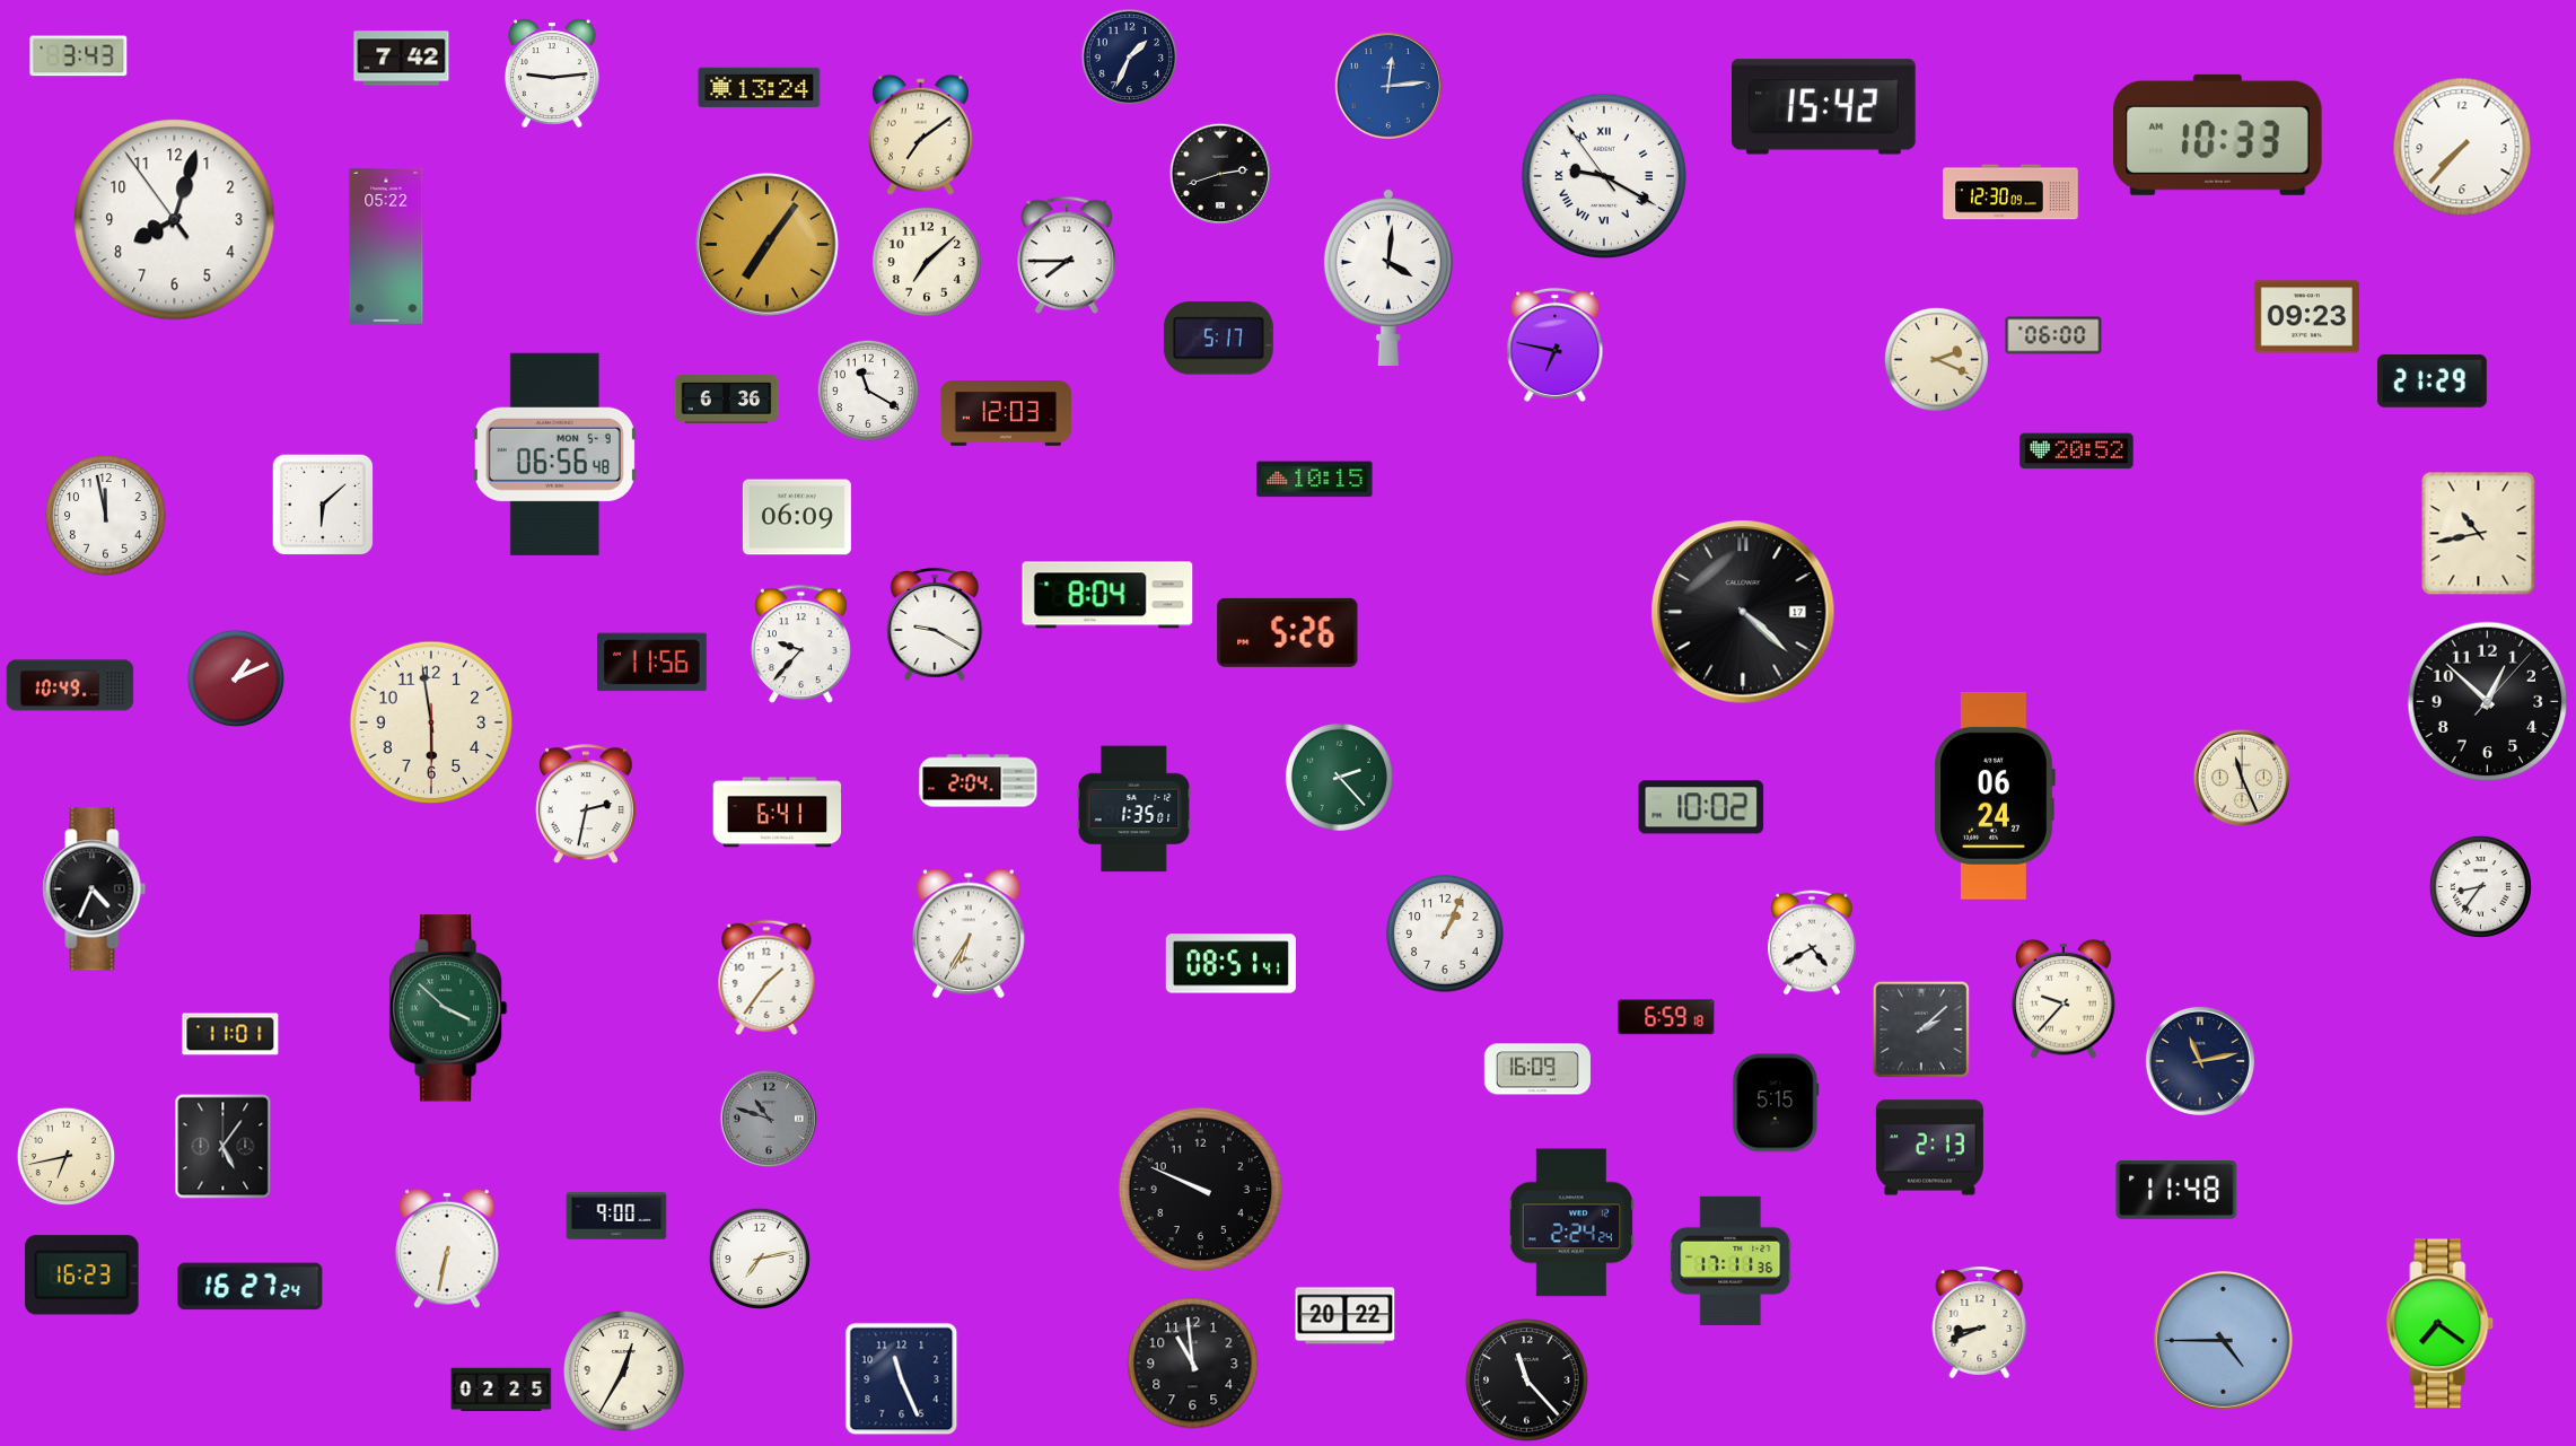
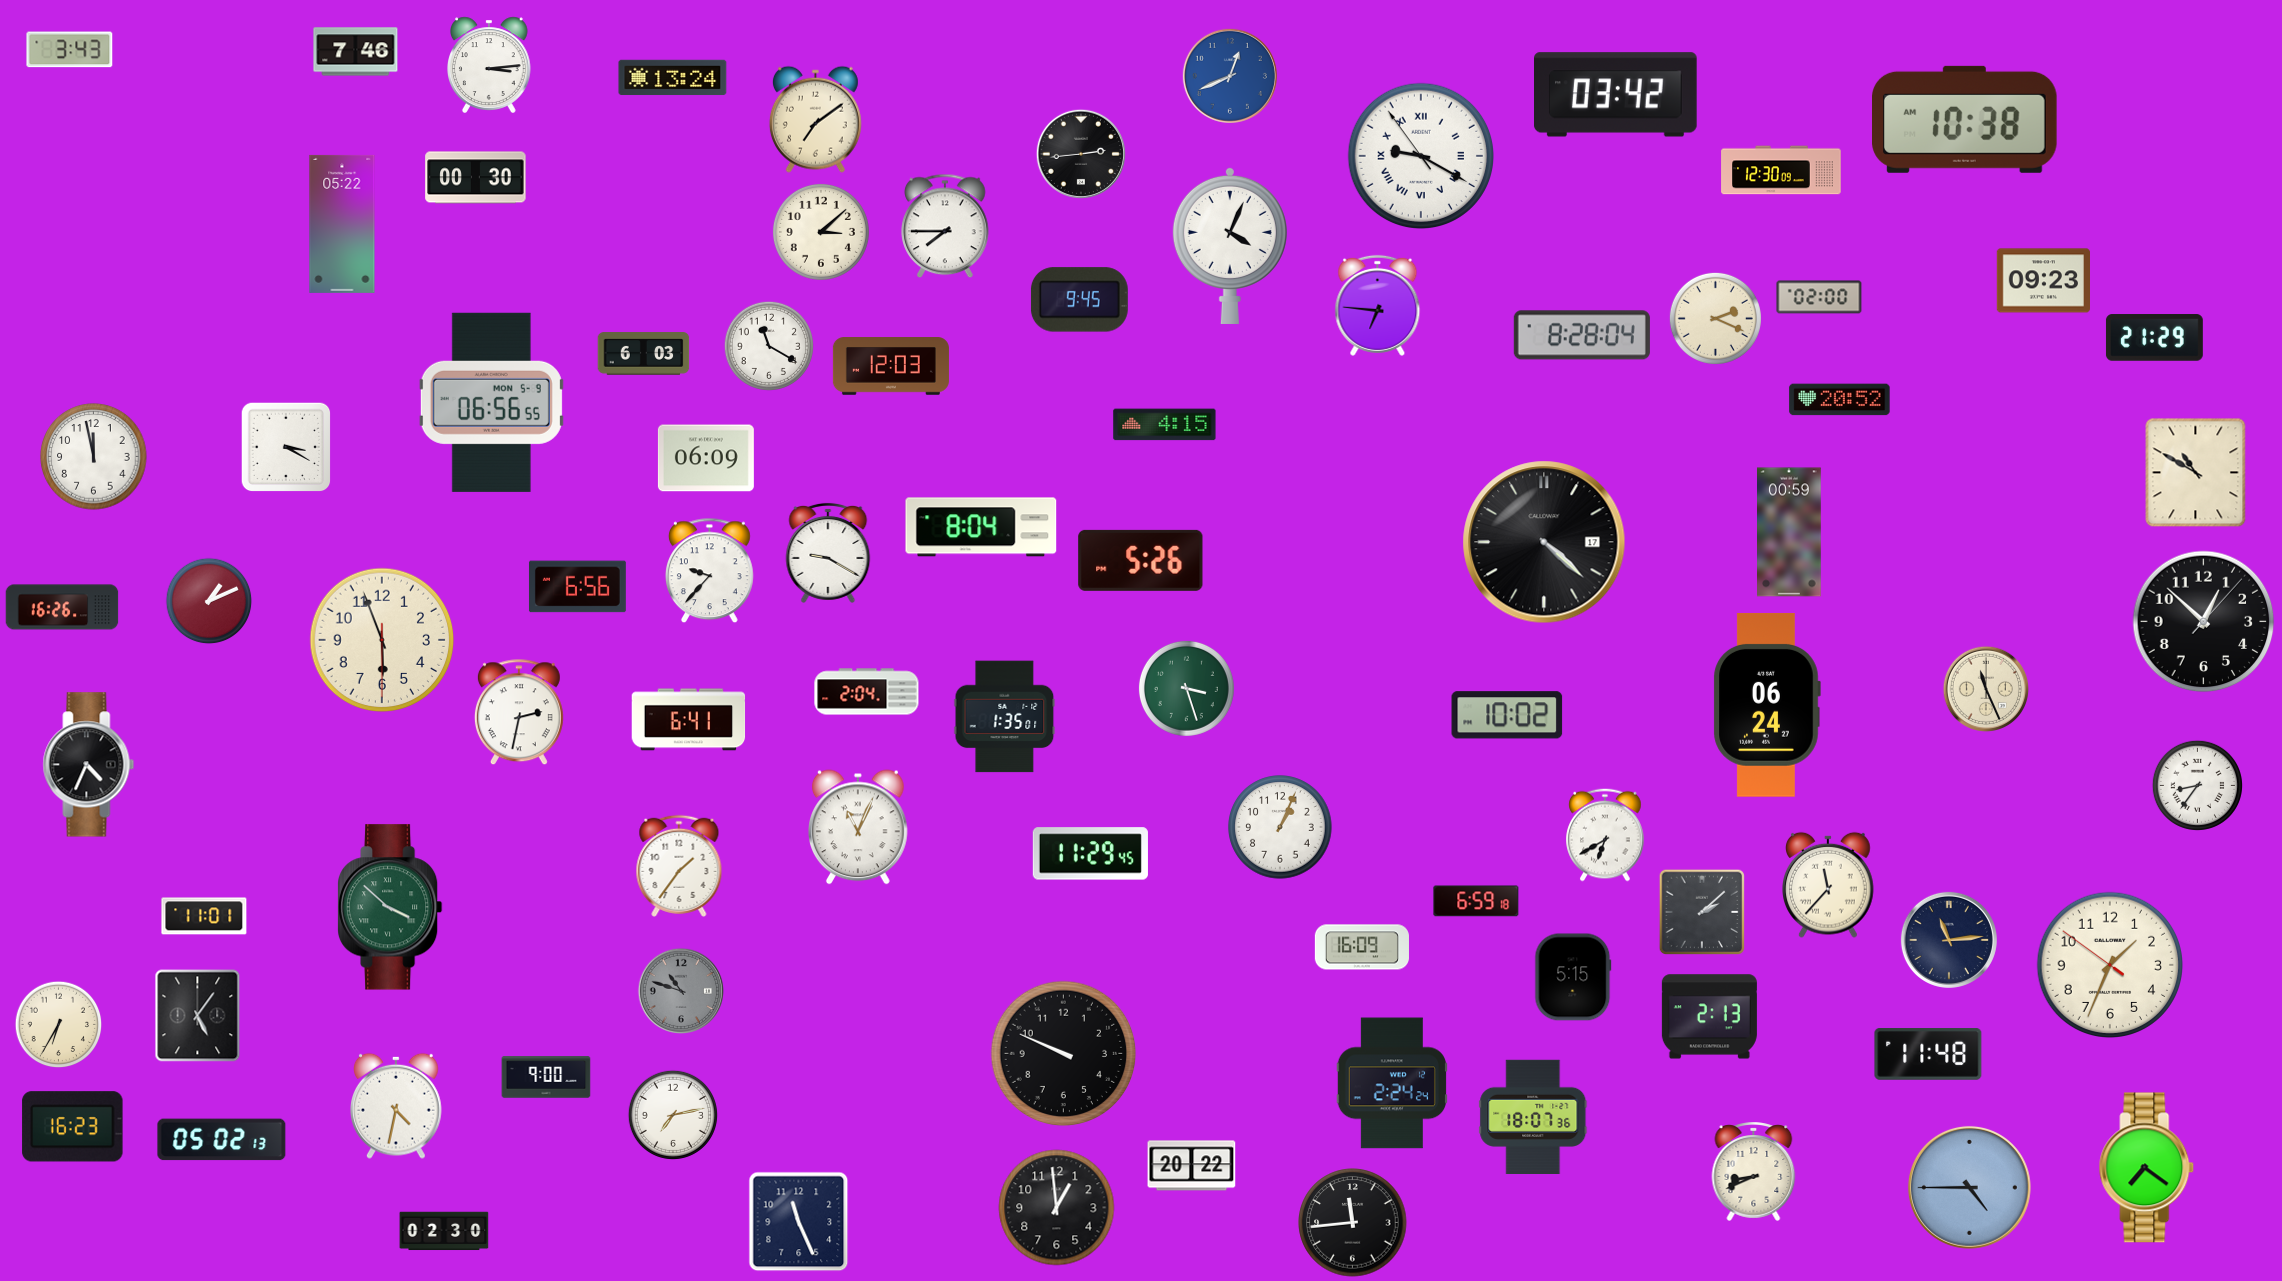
clock at (1130, 58): 1:34 -> none
clock at (402, 59): 7:42 -> 7:46
clock at (553, 73): 9:14 -> 3:14
clock at (1388, 86): 12:14 -> 12:41
clock at (1824, 107): 15:42 -> 03:42
clock at (2218, 134): 10:33 -> 10:38
clock at (2462, 147): 7:37 -> none
clock at (1220, 174): 2:42 -> 2:44
clock at (476, 178): none -> 00:30
clock at (175, 220): 8:02 -> none
clock at (766, 244): 7:06 -> none
clock at (386, 246) position: (386, 246) -> (342, 224)
clock at (927, 262): 7:08 -> 3:08
clock at (1388, 277): 4:01 -> 4:04
clock at (2053, 335): 06:00 -> 02:00
clock at (1218, 339): 5:17 -> 9:45
clock at (1556, 344): 6:47 -> 6:46
clock at (1582, 335): none -> 8:28
clock at (727, 400): 6:36 -> 6:03
clock at (554, 454): 06:56:48 -> 06:56:55
clock at (1315, 480): 10:15 -> 4:15
clock at (323, 505): 6:08 -> 3:20
clock at (2479, 534): 10:43 -> 10:50
clock at (1790, 532): none -> 00:59
clock at (651, 663): 11:56 -> 6:56
clock at (70, 685): 10:49 -> 16:26
clock at (431, 722): 5:58 -> 5:56
clock at (1339, 777): 2:23 -> 3:27
clock at (95, 889) position: (95, 889) -> (89, 765)
clock at (970, 934): 6:35 -> 11:04
clock at (1812, 943): 4:40 -> 6:40
clock at (1230, 964): 08:51 -> 11:29
clock at (2065, 999): 9:37 -> 11:37
clock at (448, 1008) position: (448, 1008) -> (390, 907)
clock at (2200, 1061): 11:13 -> 11:14
clock at (2109, 964): none -> 1:33
clock at (67, 1157): 6:43 -> 6:35
clock at (448, 1248): 6:32 -> 4:32
clock at (1731, 1260): 17:11 -> 18:07
clock at (82, 1276) position: (82, 1276) -> (73, 1127)
clock at (251, 1287): 16:27 -> 05:02
clock at (2441, 1324) position: (2441, 1324) -> (2147, 1168)
clock at (1193, 1364): 10:59 -> 12:59
clock at (624, 1371): 12:35 -> none
clock at (1527, 1381): 11:23 -> 11:44
clock at (501, 1390): 02:25 -> 02:30
